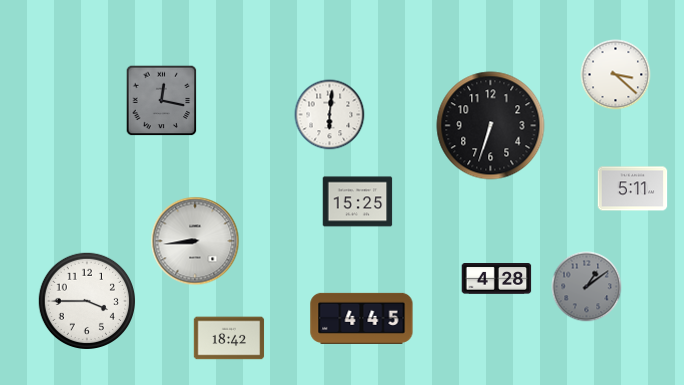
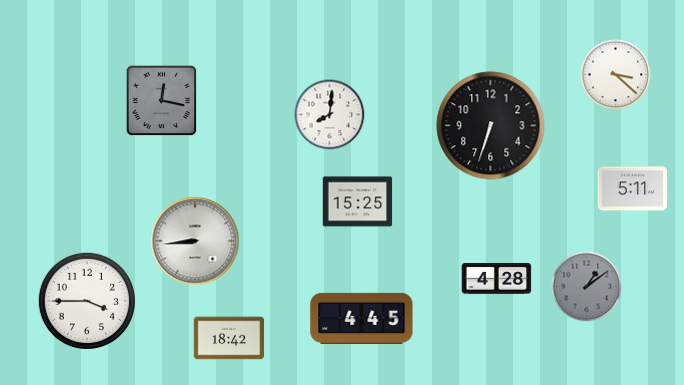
clock at (330, 115): 6:01 -> 8:01
